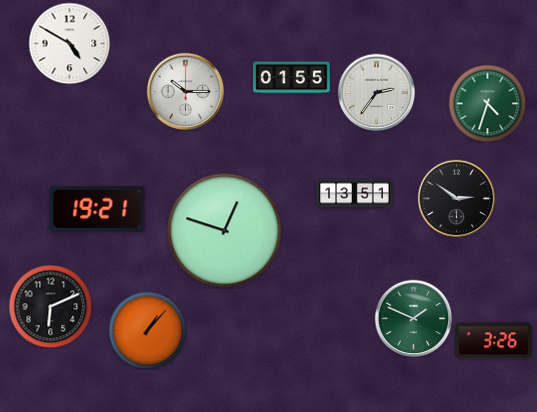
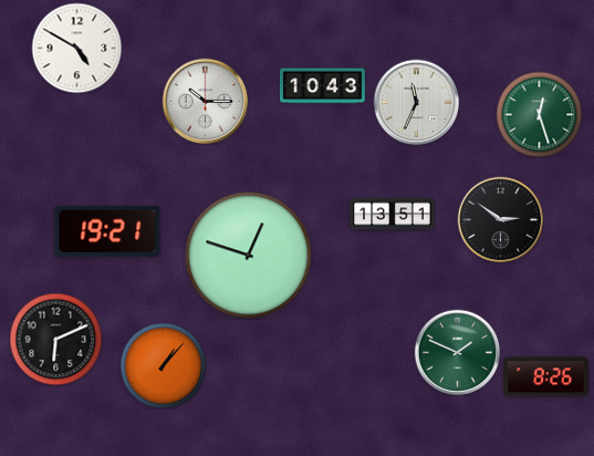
clock at (292, 78): 01:55 -> 10:43
clock at (376, 92): 2:36 -> 11:34
clock at (487, 103): 4:33 -> 12:27
clock at (456, 198) position: (456, 198) -> (500, 219)
clock at (494, 341): 3:26 -> 8:26
